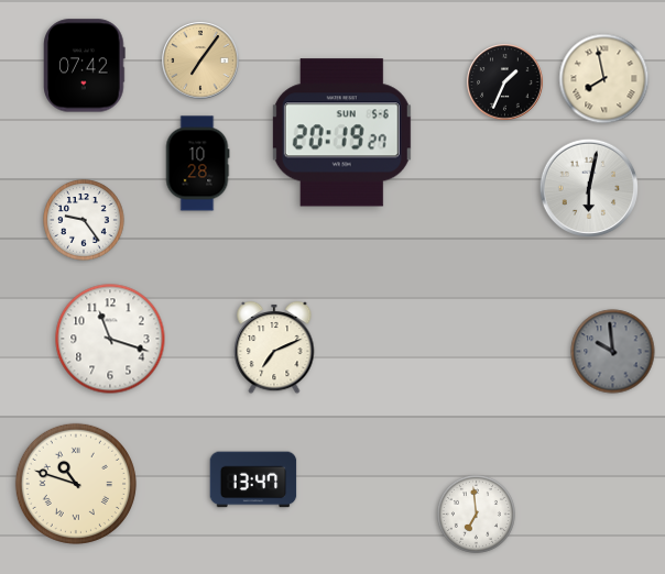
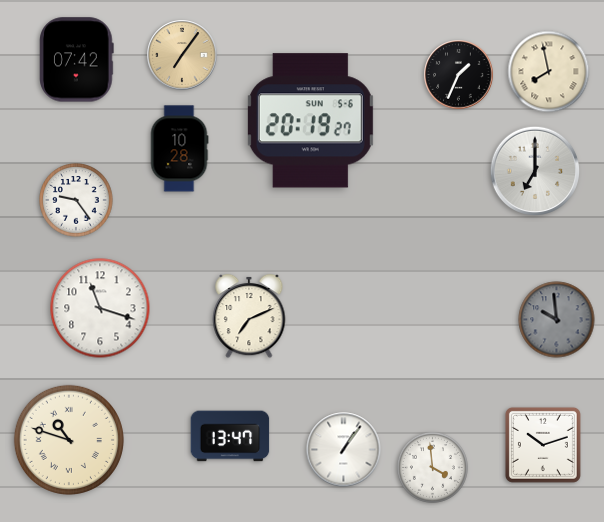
clock at (588, 187): 6:02 -> 7:00
clock at (543, 445): none -> 10:12
clock at (344, 450): none -> 1:06
clock at (476, 514): 6:59 -> 3:59
